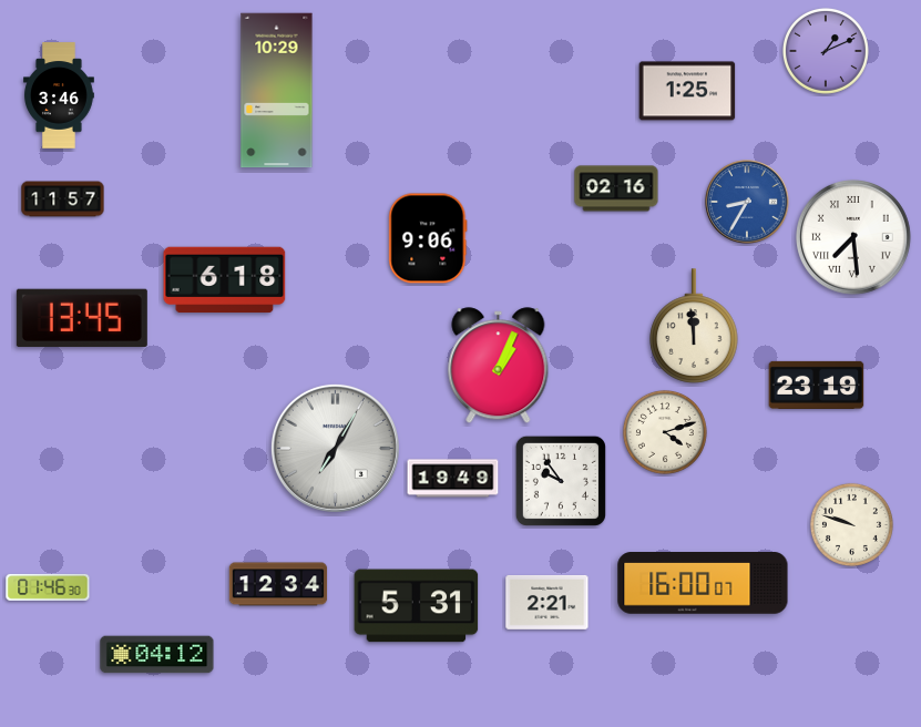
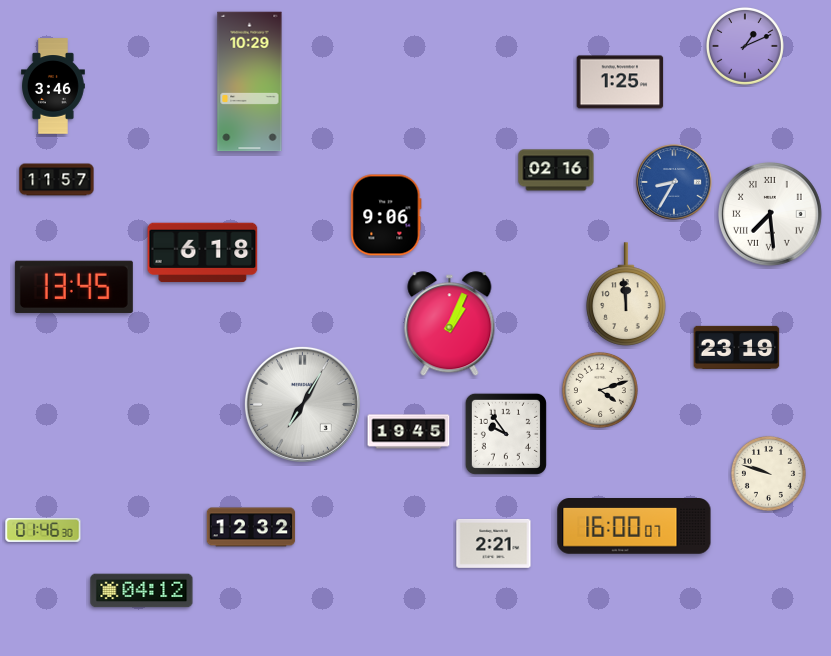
clock at (499, 366) position: (499, 366) -> (450, 324)
clock at (453, 479): 19:49 -> 19:45
clock at (278, 584): 12:34 -> 12:32
clock at (417, 606): 5:31 -> none
